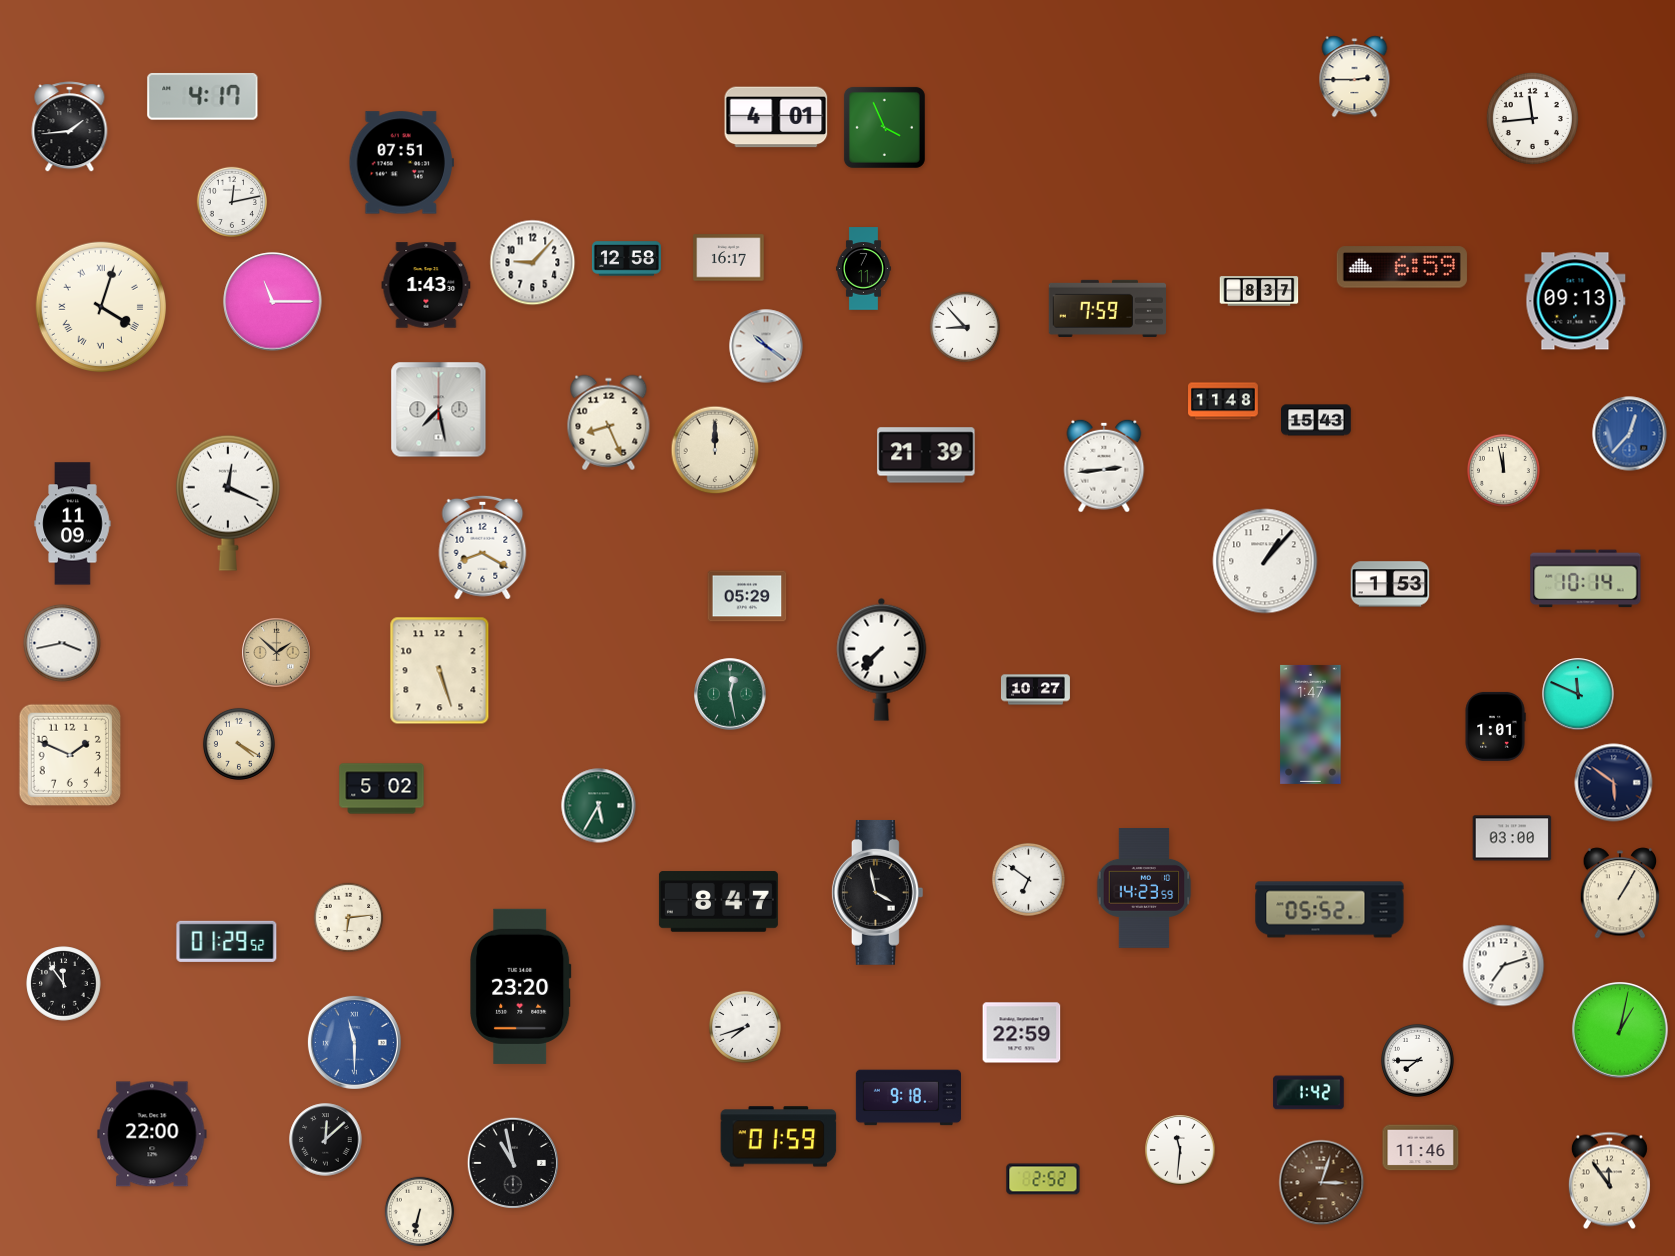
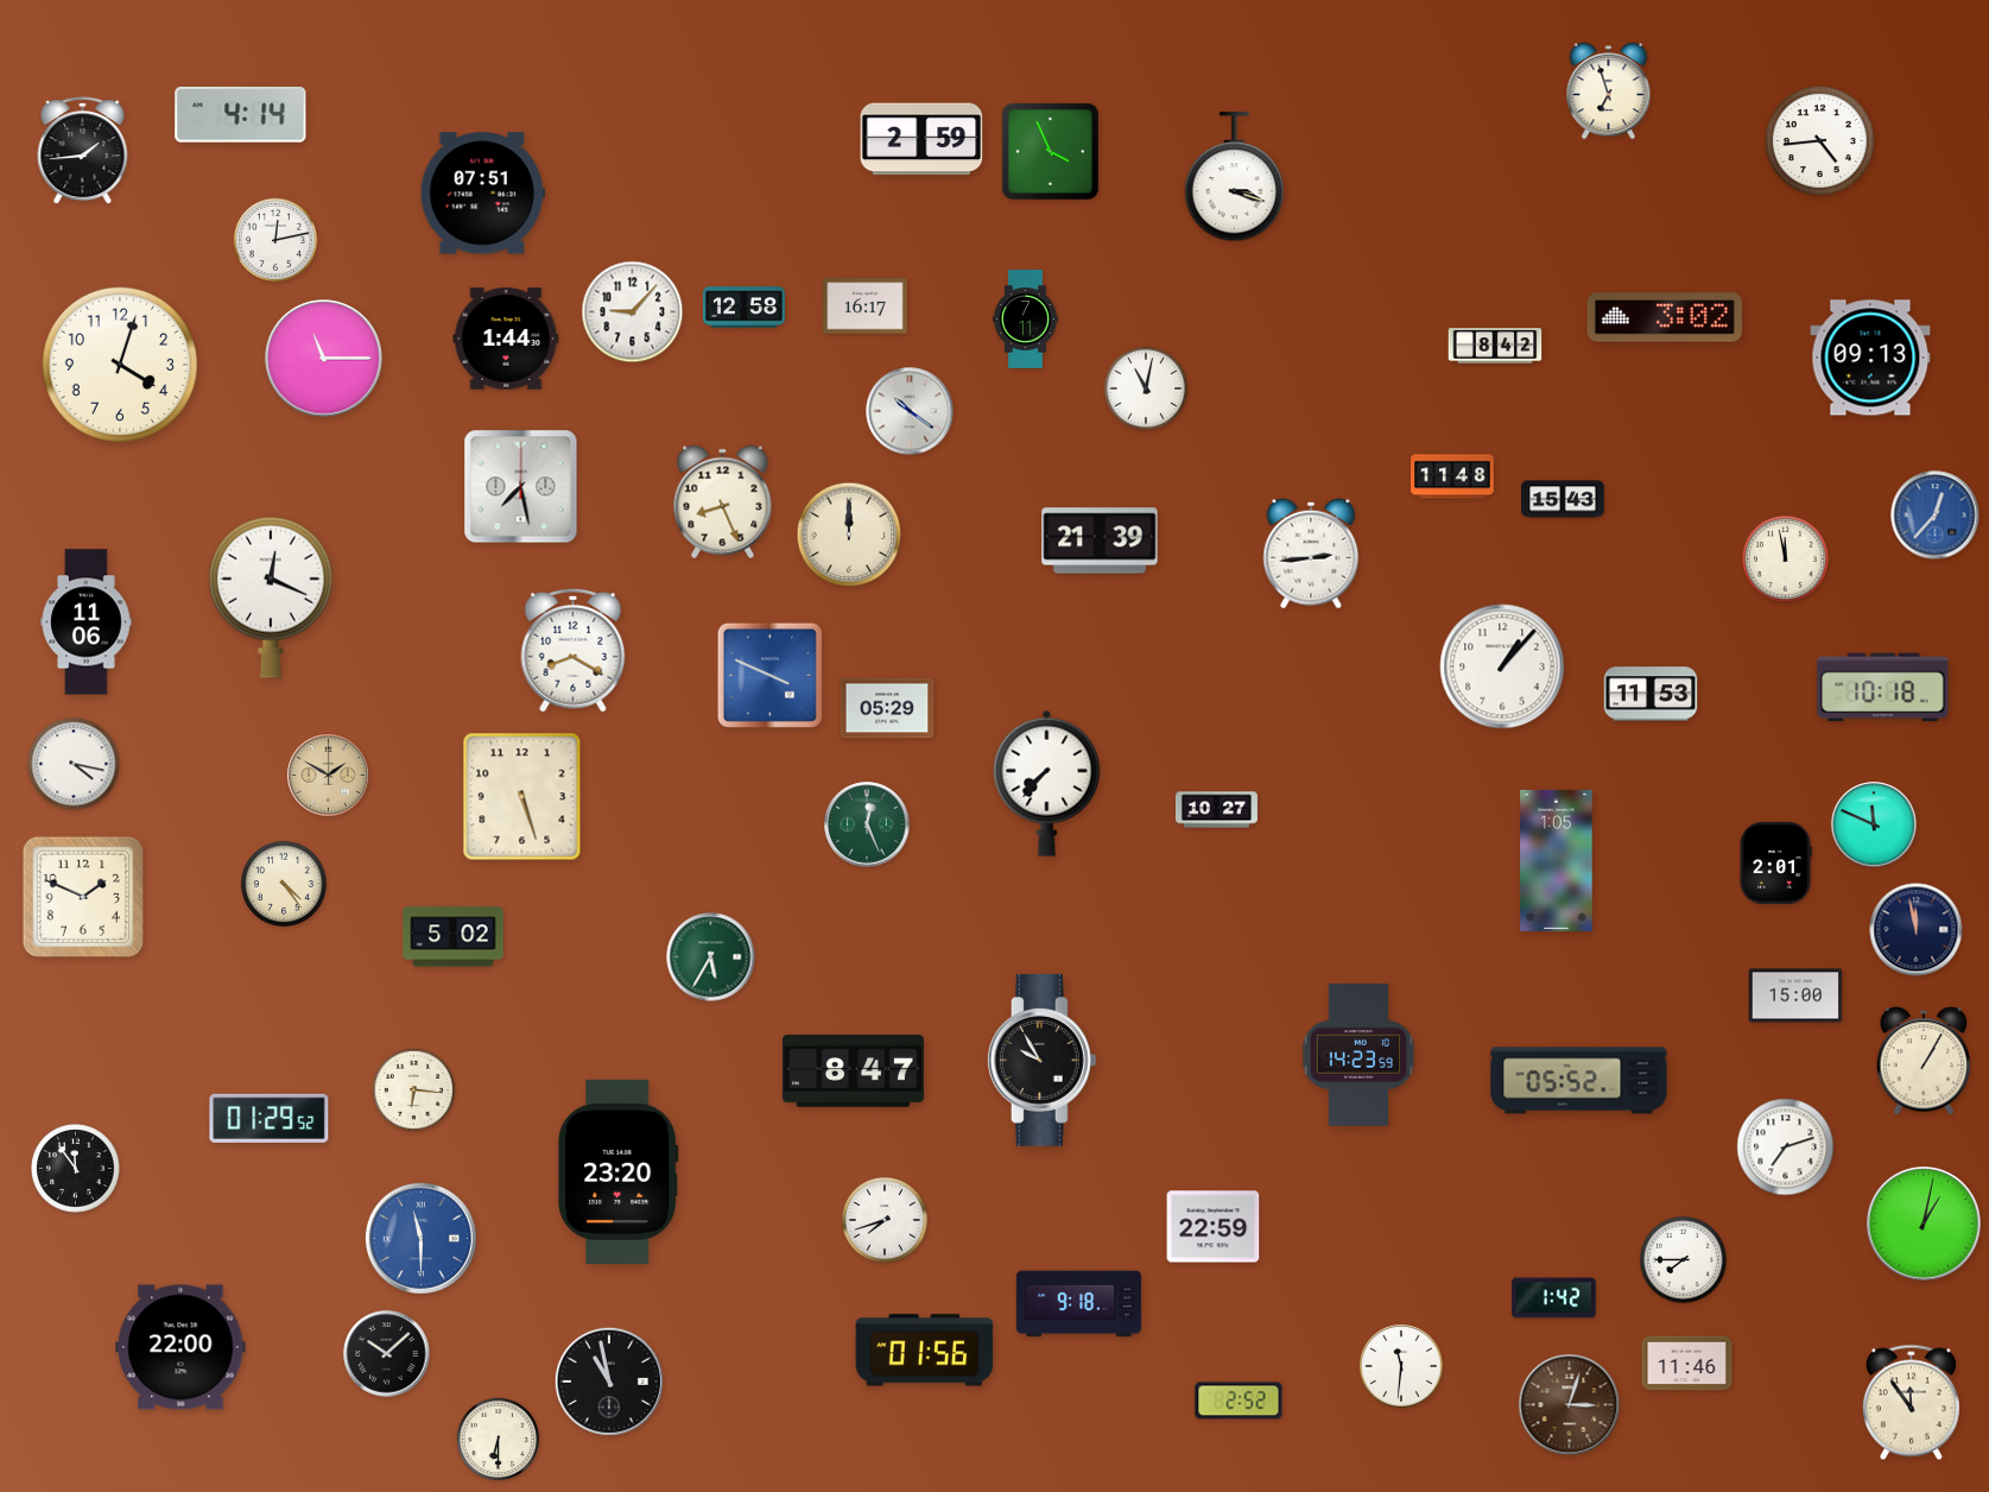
clock at (1355, 77): 2:45 -> 6:57
clock at (203, 97): 4:17 -> 4:14
clock at (776, 117): 4:01 -> 2:59
clock at (1532, 118): 11:44 -> 4:44
clock at (1235, 177): none -> 3:18
clock at (401, 163) position: (401, 163) -> (482, 194)
clock at (1402, 267): 6:59 -> 3:02
clock at (426, 285): 1:43 -> 1:44
clock at (1259, 291): 8:37 -> 8:42
clock at (101, 307) numerals: Roman -> Arabic
clock at (1107, 308): 7:59 -> none
clock at (964, 326): 8:53 -> 11:02
clock at (73, 524): 11:09 -> 11:06
clock at (769, 675): none -> 3:49
clock at (1586, 579): 10:14 -> 10:18
clock at (1390, 584): 1:53 -> 11:53
clock at (62, 643): 3:43 -> 4:17
clock at (277, 653): 1:52 -> 1:50
clock at (1035, 690) position: (1035, 690) -> (1216, 810)
clock at (730, 694): 12:28 -> 12:26
clock at (1311, 724): 1:47 -> 1:05
clock at (1495, 726): 1:01 -> 2:01
clock at (239, 744): 4:20 -> 4:24
clock at (1614, 783): 5:51 -> 11:58
clock at (1512, 838): 03:00 -> 15:00
clock at (1028, 879): 6:51 -> none
clock at (877, 892): 3:58 -> 9:55
clock at (349, 918): 6:14 -> 6:16
clock at (779, 1137): 01:59 -> 01:56
clock at (326, 1140): 12:08 -> 10:08
clock at (420, 1212): 6:32 -> 6:30
